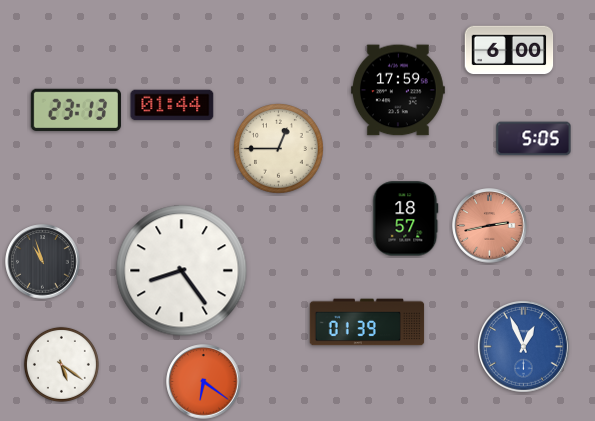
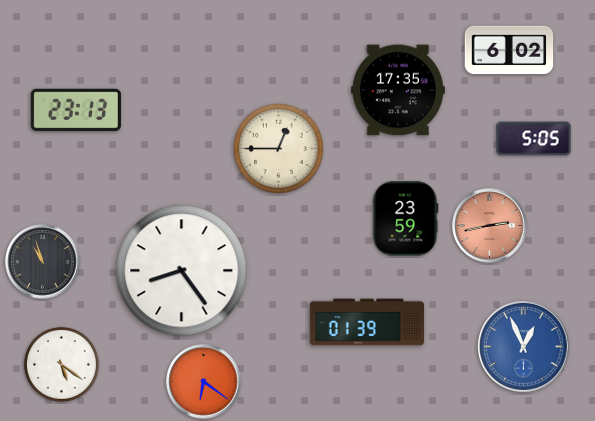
clock at (509, 50): 6:00 -> 6:02
clock at (398, 90): 17:59 -> 17:35
clock at (172, 105): 01:44 -> none
clock at (406, 219): 18:57 -> 23:59
